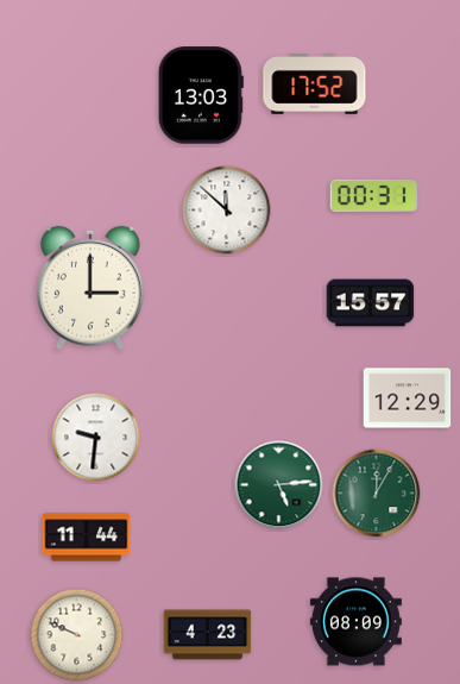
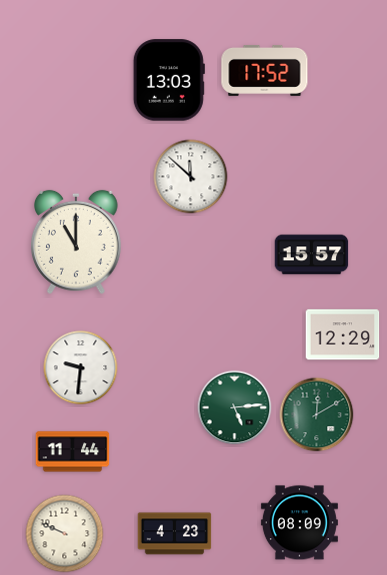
clock at (374, 195): 00:31 -> none
clock at (92, 288): 3:00 -> 11:00
clock at (377, 494): 12:05 -> 12:10
